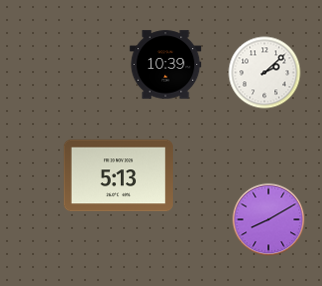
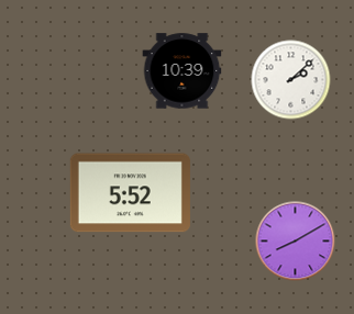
clock at (118, 176): 5:13 -> 5:52
